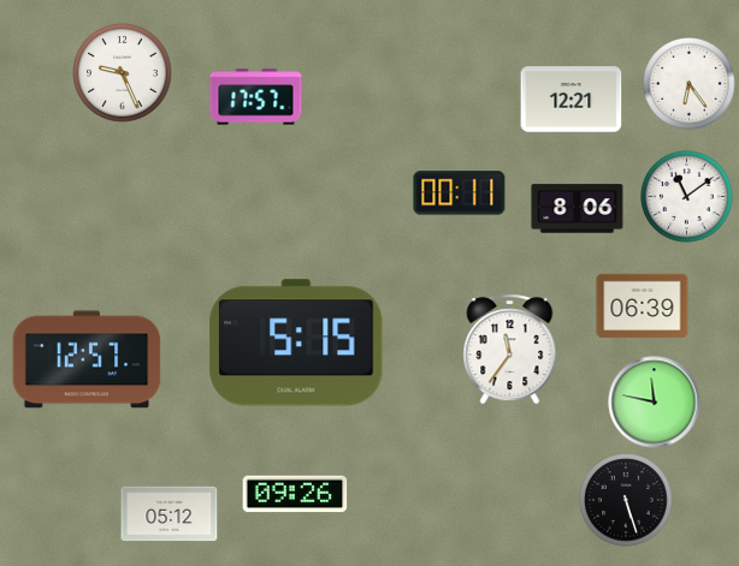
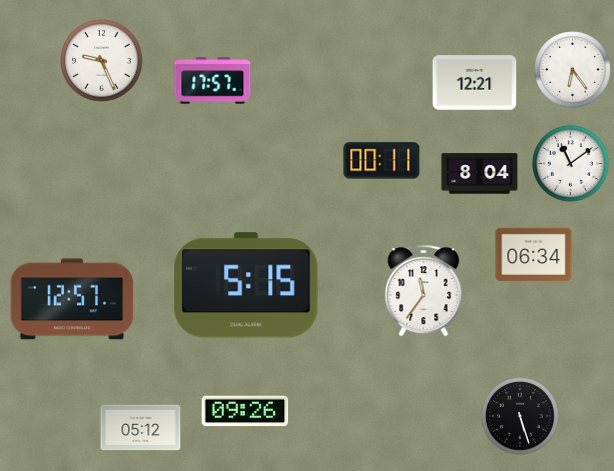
clock at (578, 209): 8:06 -> 8:04
clock at (643, 306): 06:39 -> 06:34
clock at (655, 403): 11:47 -> none
